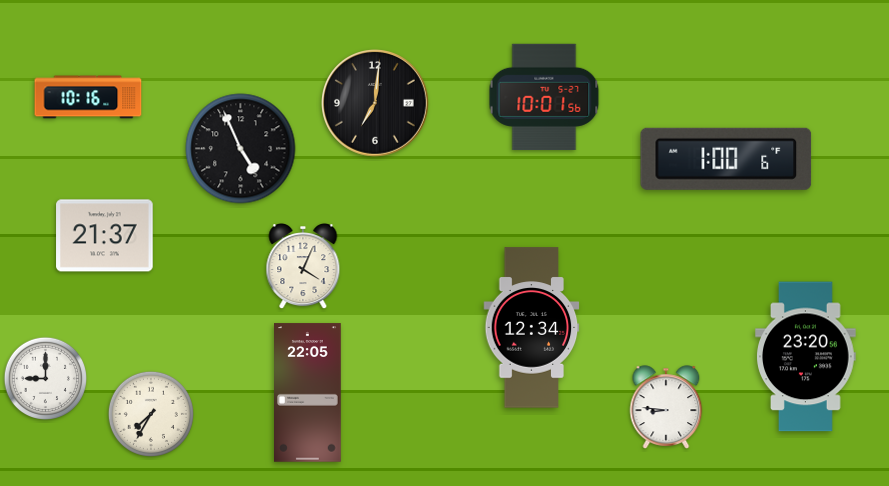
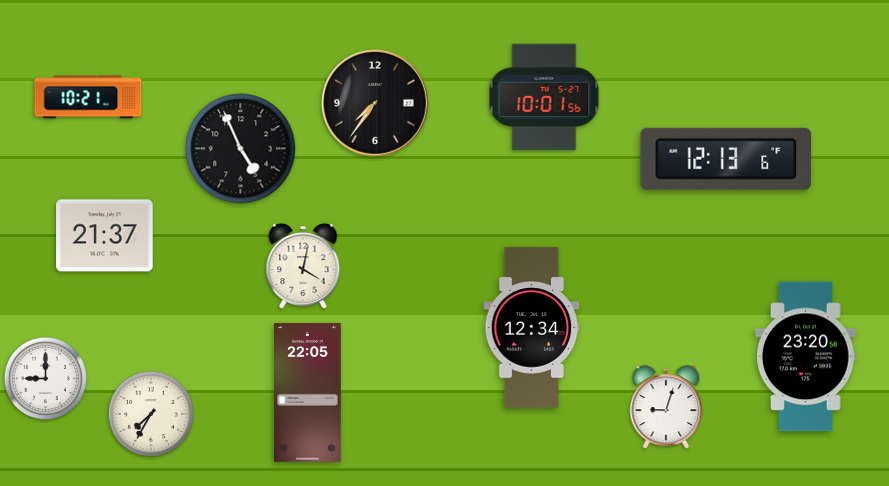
clock at (88, 97): 10:16 -> 10:21
clock at (376, 104): 7:01 -> 7:36
clock at (726, 159): 1:00 -> 12:13
clock at (303, 267): 4:04 -> 4:02
clock at (666, 407): 8:46 -> 9:03
